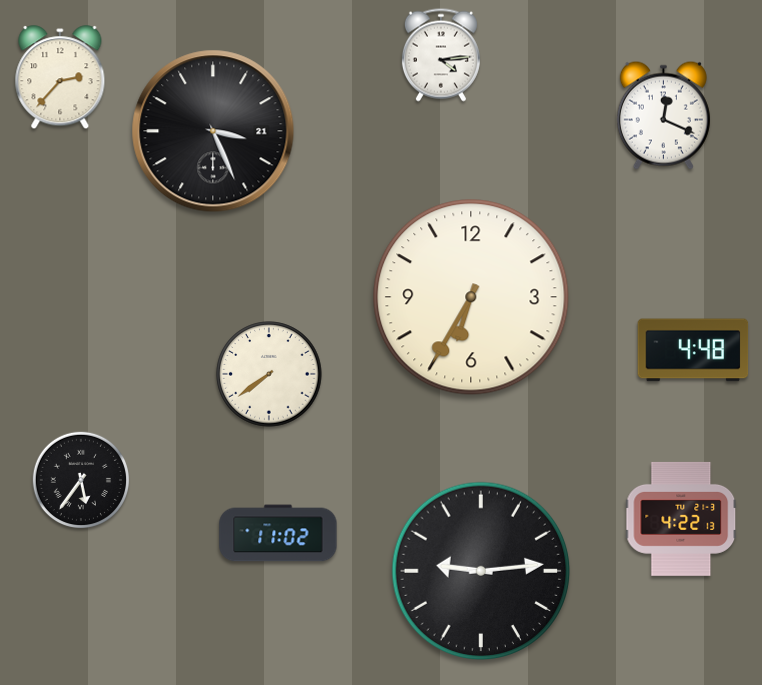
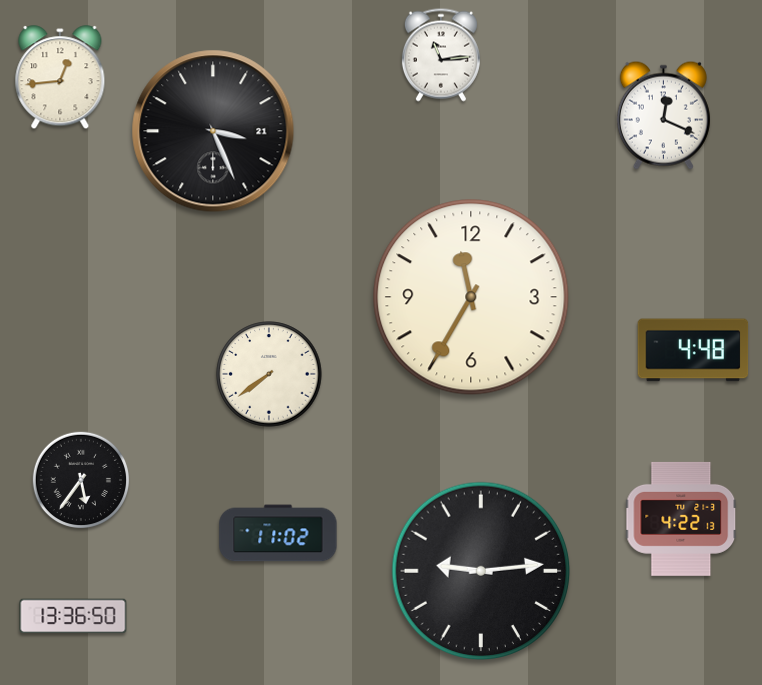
clock at (441, 55): 4:14 -> 11:14
clock at (60, 78): 2:37 -> 12:44
clock at (471, 297): 6:35 -> 11:35
clock at (73, 616): none -> 13:36
